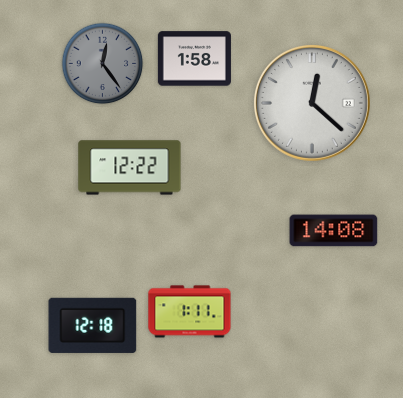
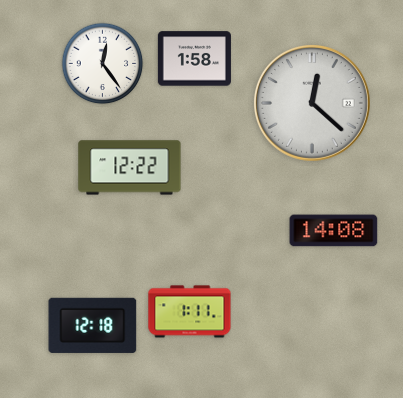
clock at (103, 64) dial: grey -> white
